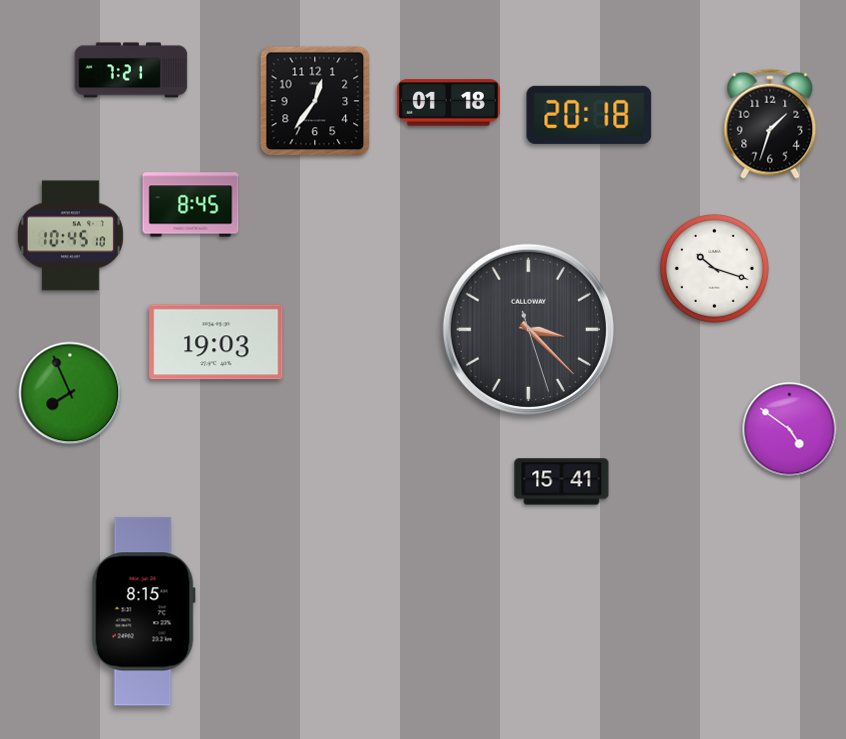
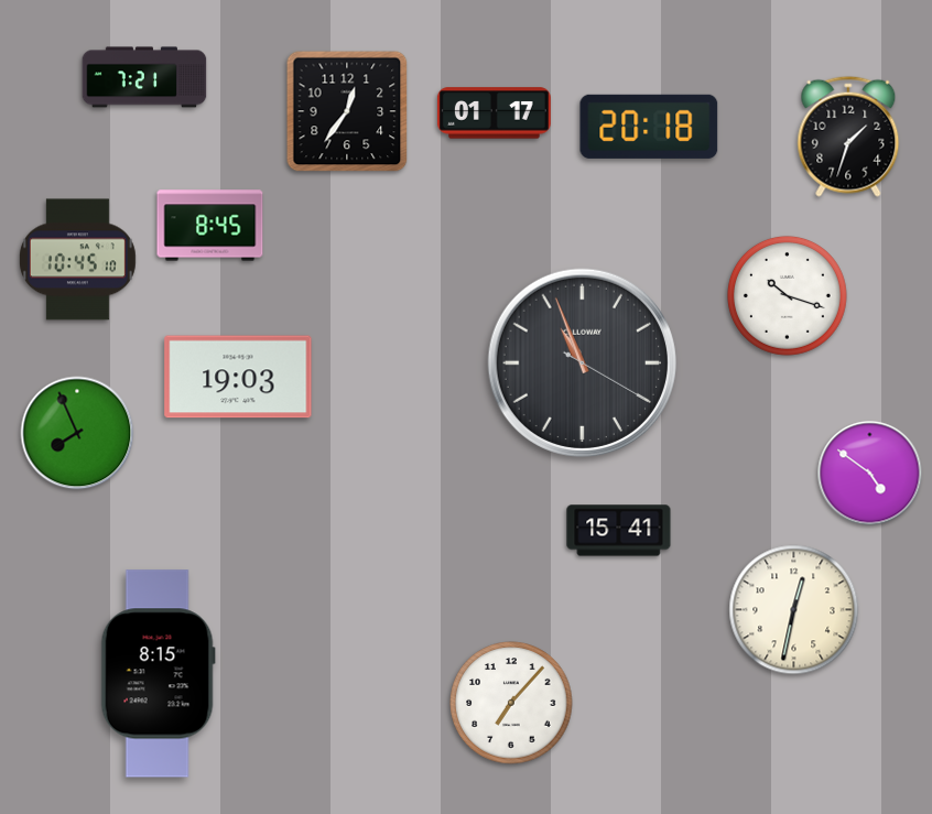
clock at (448, 103): 01:18 -> 01:17
clock at (528, 329): 3:22 -> 10:56
clock at (794, 610): none -> 12:32
clock at (511, 703): none -> 7:07
